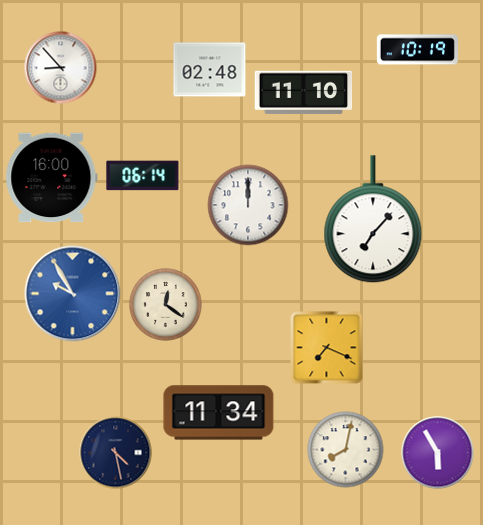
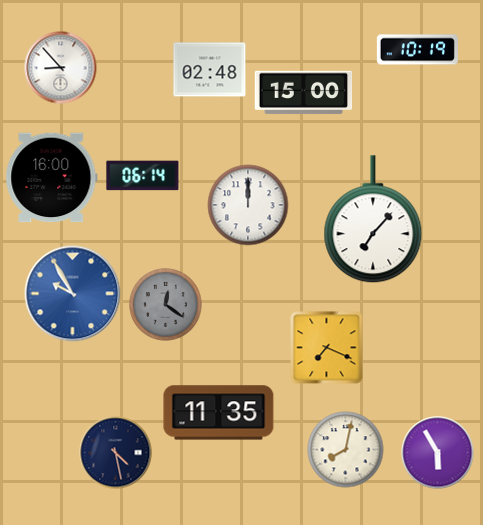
clock at (304, 93): 11:10 -> 15:00
clock at (166, 305) dial: cream -> grey
clock at (219, 413): 11:34 -> 11:35
